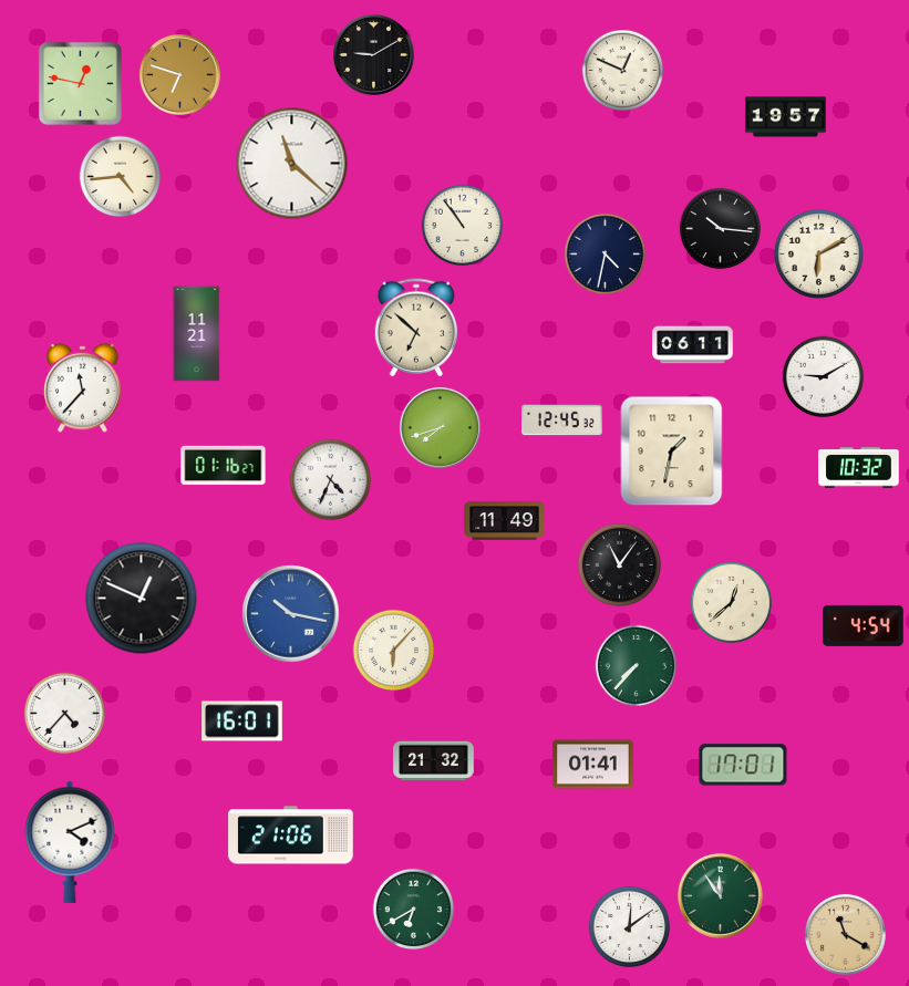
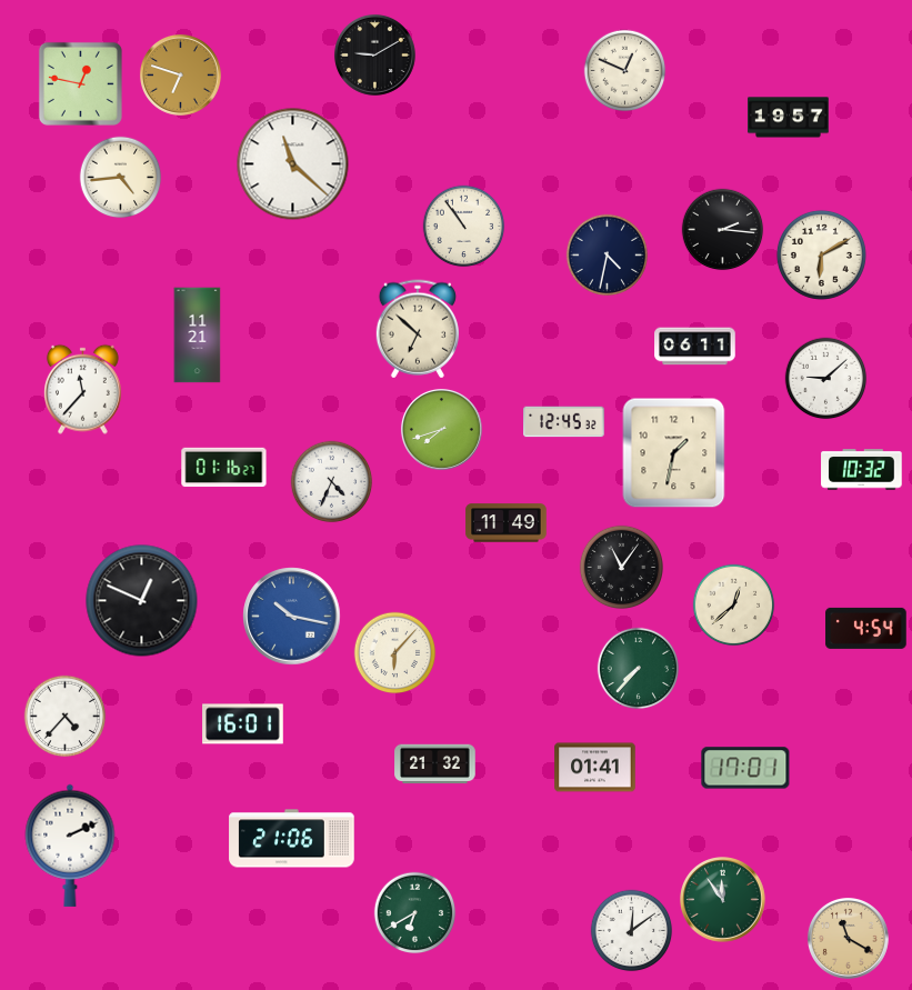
clock at (721, 229): 10:16 -> 2:16
clock at (824, 377): 9:10 -> 9:08
clock at (70, 842): 4:11 -> 2:11
